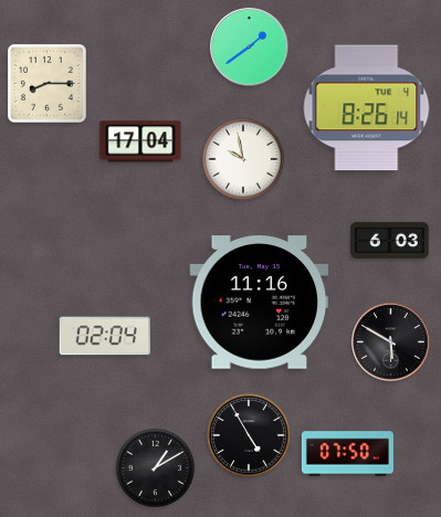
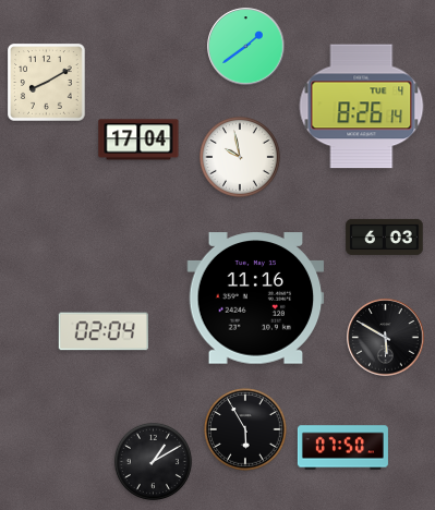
clock at (48, 84): 8:15 -> 8:10
clock at (249, 435): 4:55 -> 5:55
